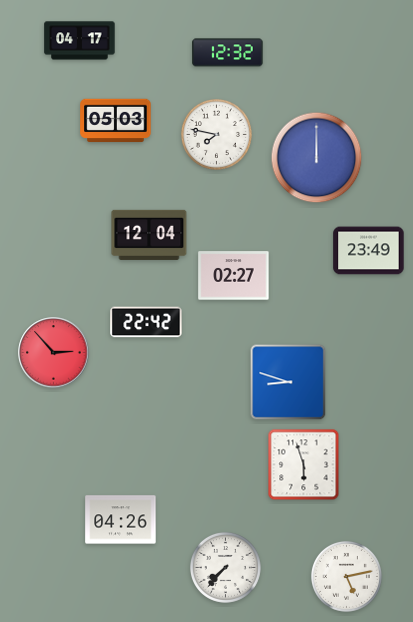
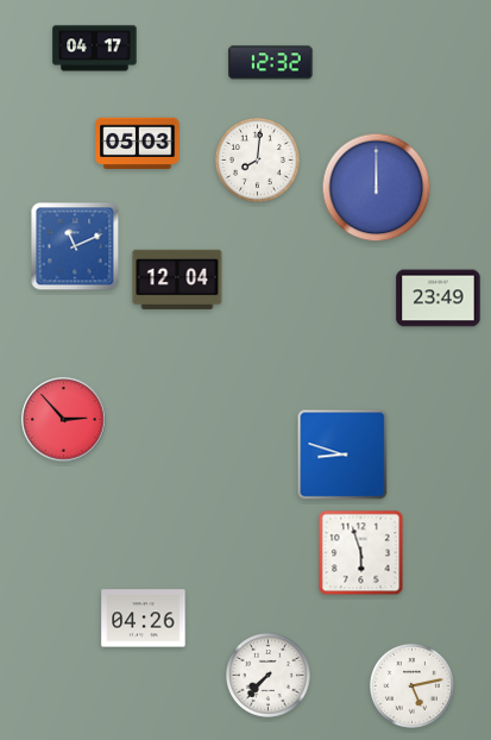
clock at (216, 134): 7:47 -> 8:01
clock at (75, 246): none -> 11:11
clock at (234, 276): 02:27 -> none
clock at (146, 322): 22:42 -> none
